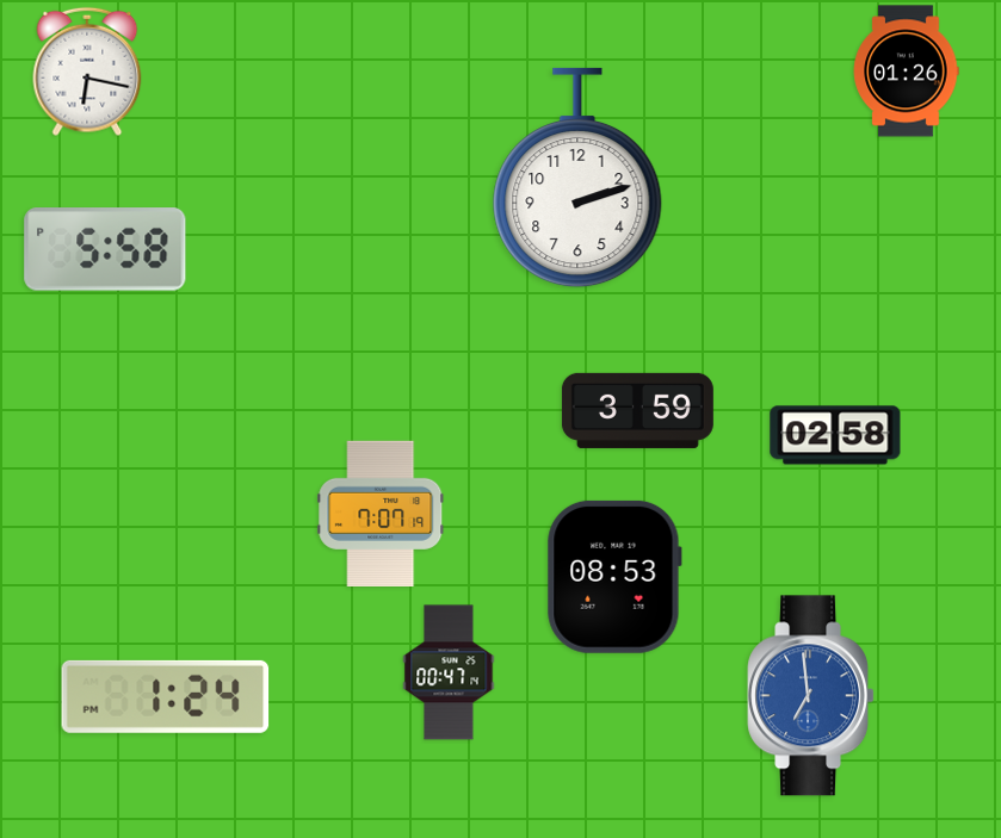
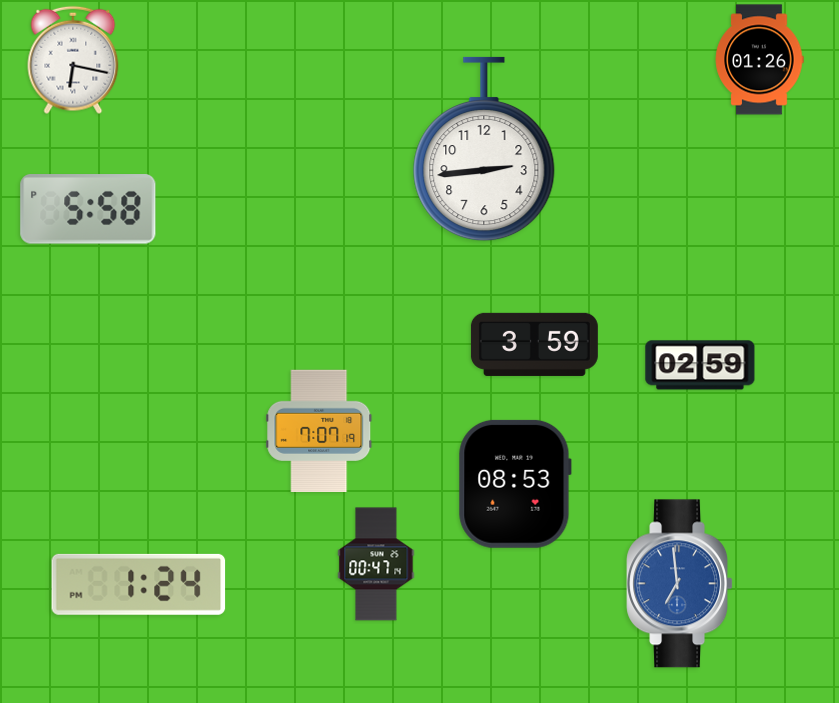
clock at (577, 178): 2:12 -> 2:44
clock at (835, 435): 02:58 -> 02:59
